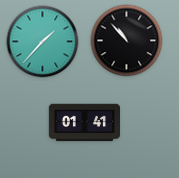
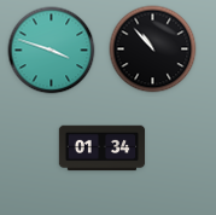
clock at (43, 42): 1:37 -> 3:48
clock at (85, 123): 01:41 -> 01:34
